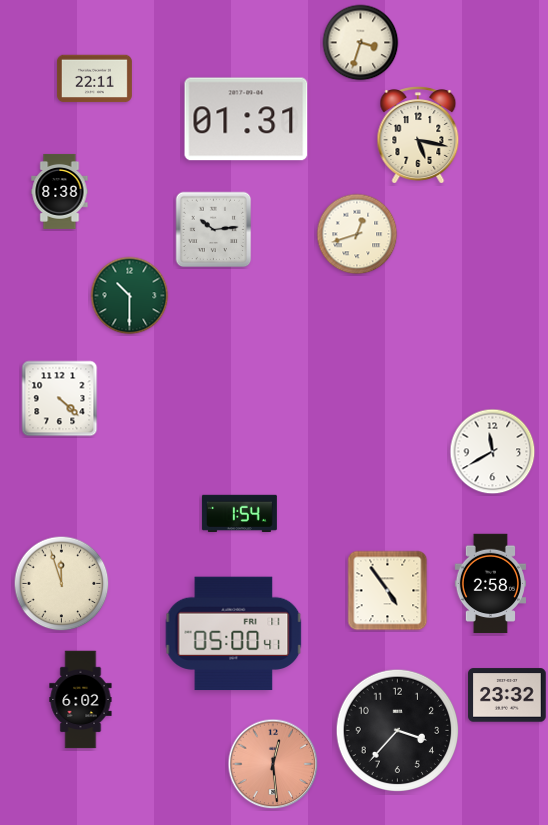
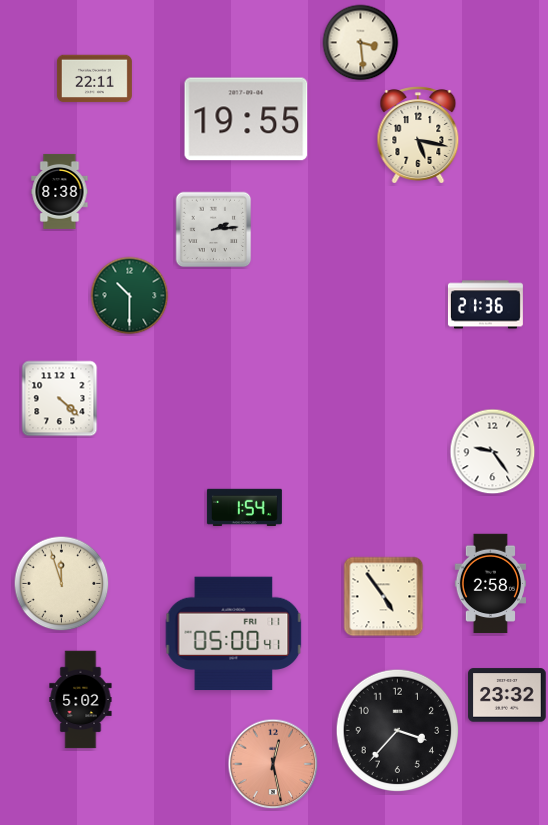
clock at (361, 43): 3:33 -> 3:29
clock at (246, 119): 01:31 -> 19:55
clock at (214, 230): 10:14 -> 2:14
clock at (357, 234): 12:42 -> none
clock at (485, 305): none -> 21:36
clock at (493, 452): 11:40 -> 9:24
clock at (239, 513) position: (239, 513) -> (244, 507)
clock at (388, 591) position: (388, 591) -> (384, 597)
clock at (81, 700): 6:02 -> 5:02
clock at (273, 764): 12:29 -> 12:28
